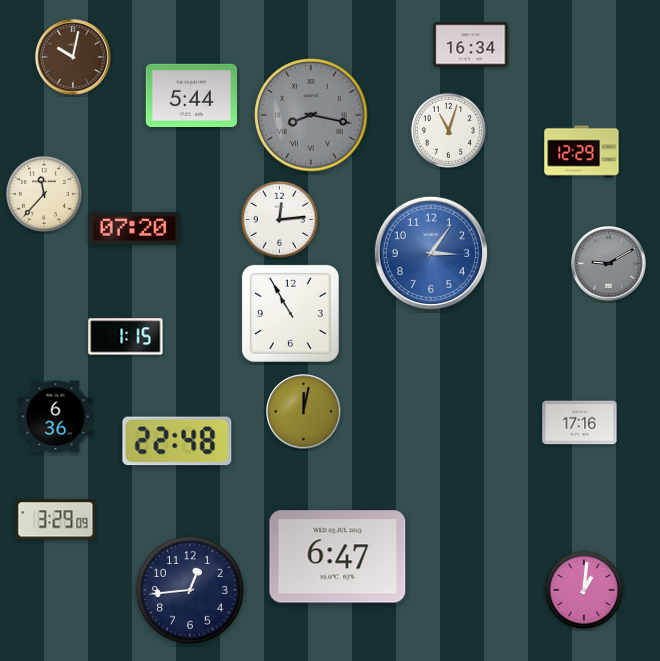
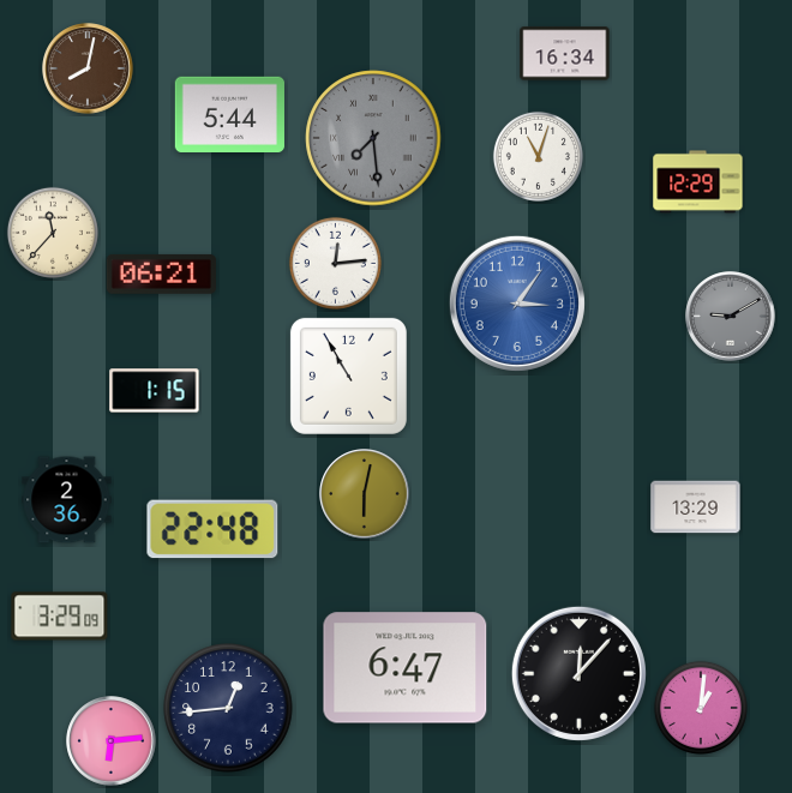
clock at (73, 57): 10:02 -> 8:02
clock at (311, 115): 8:17 -> 7:29
clock at (134, 228): 07:20 -> 06:21
clock at (126, 337) position: (126, 337) -> (155, 391)
clock at (304, 412): 12:02 -> 6:02
clock at (56, 417): 6:36 -> 2:36
clock at (580, 423): 17:16 -> 13:29
clock at (56, 520) position: (56, 520) -> (60, 617)
clock at (578, 673): none -> 12:07
clock at (112, 741): none -> 6:14
